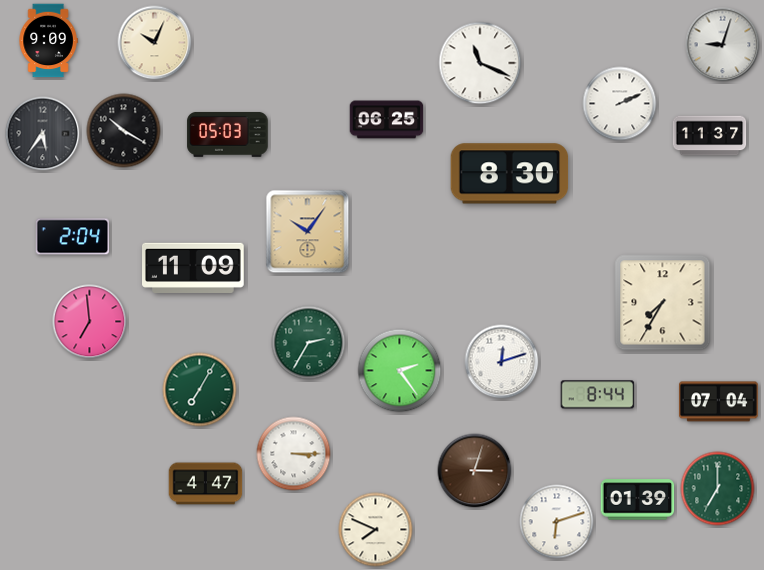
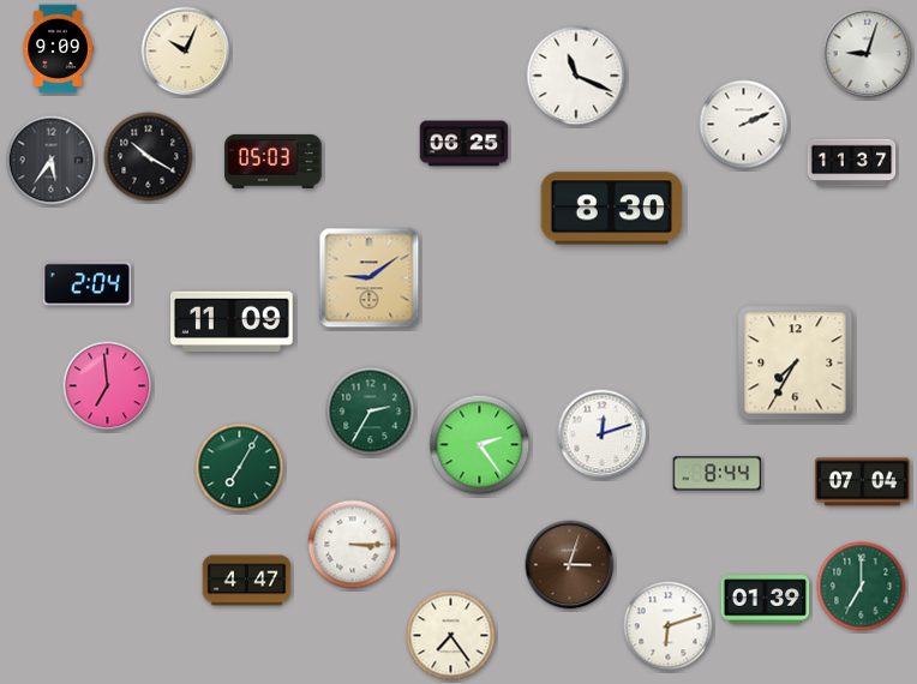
clock at (308, 232): 10:06 -> 9:09
clock at (376, 530): 7:49 -> 7:24
